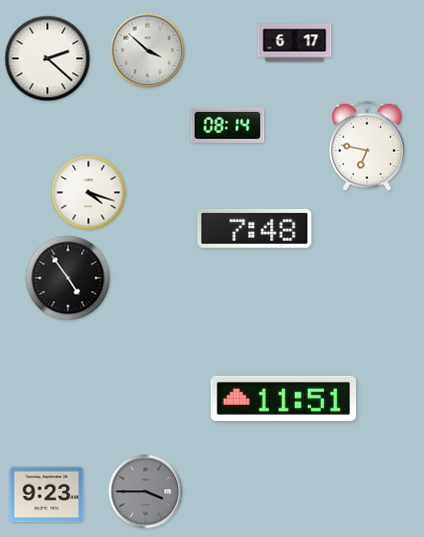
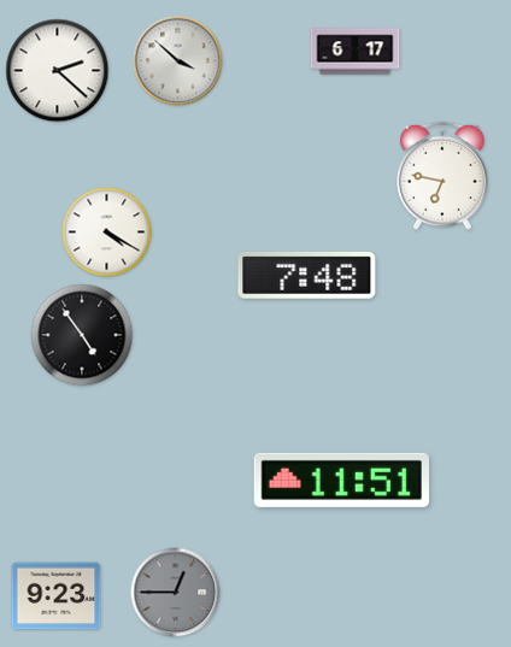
clock at (228, 125): 08:14 -> none
clock at (89, 193): 4:18 -> 4:20
clock at (146, 492): 3:45 -> 12:45
